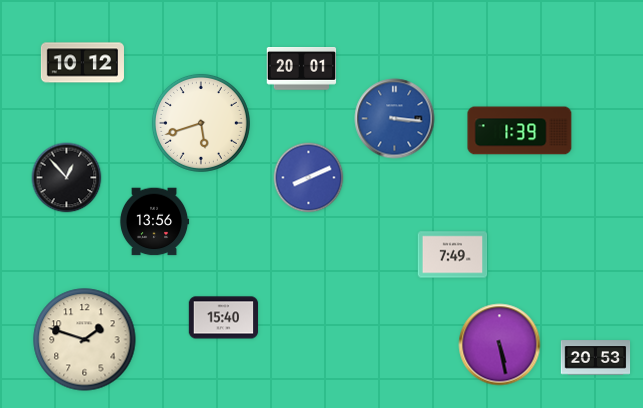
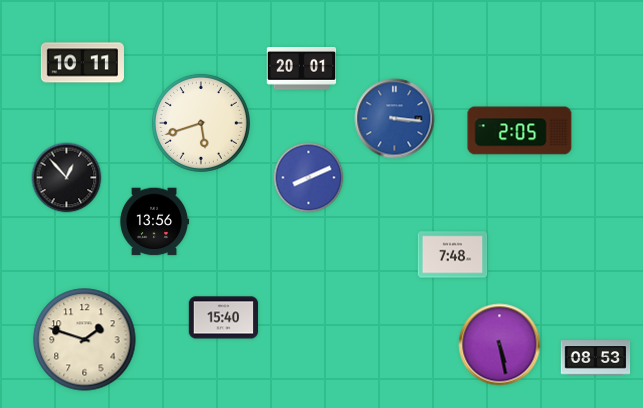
clock at (82, 63): 10:12 -> 10:11
clock at (520, 131): 1:39 -> 2:05
clock at (453, 255): 7:49 -> 7:48
clock at (596, 358): 20:53 -> 08:53
